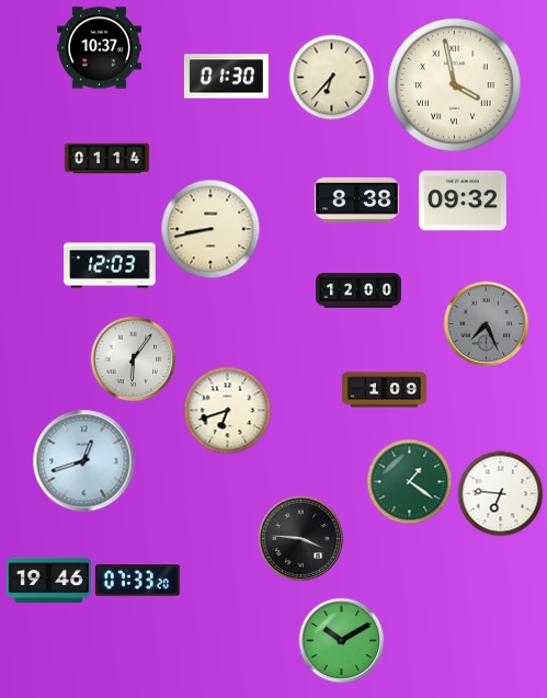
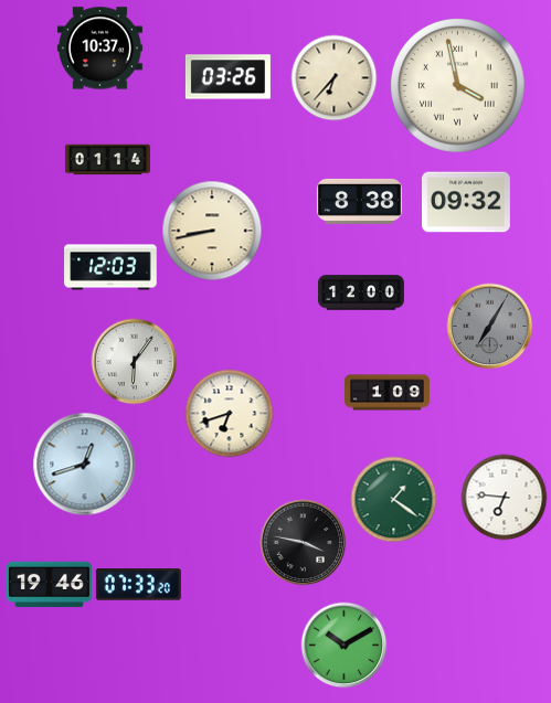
clock at (226, 77): 01:30 -> 03:26
clock at (486, 323): 7:26 -> 7:05
clock at (409, 481) position: (409, 481) -> (393, 499)
clock at (300, 538): 3:46 -> 3:47
